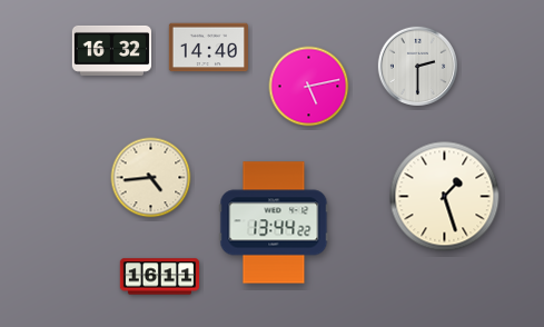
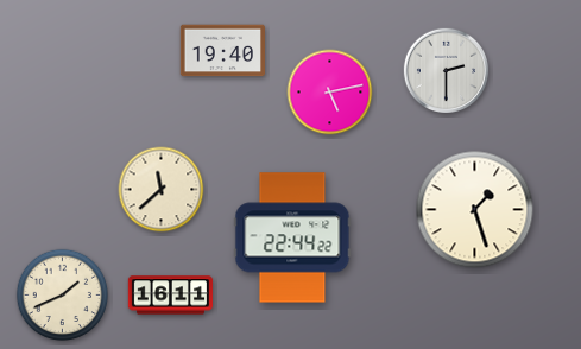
clock at (208, 48): 14:40 -> 19:40
clock at (111, 50): 16:32 -> none
clock at (151, 178): 4:44 -> 11:38
clock at (274, 222): 13:44 -> 22:44
clock at (63, 296): none -> 1:41
